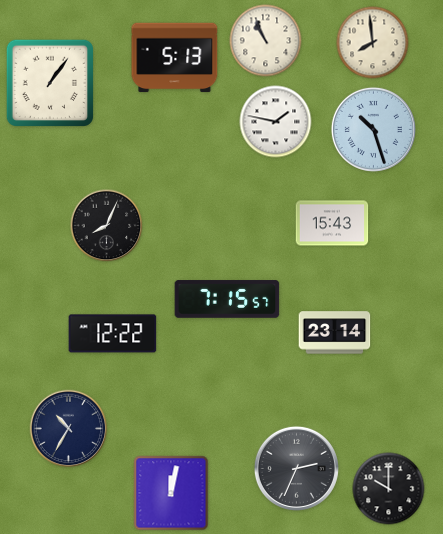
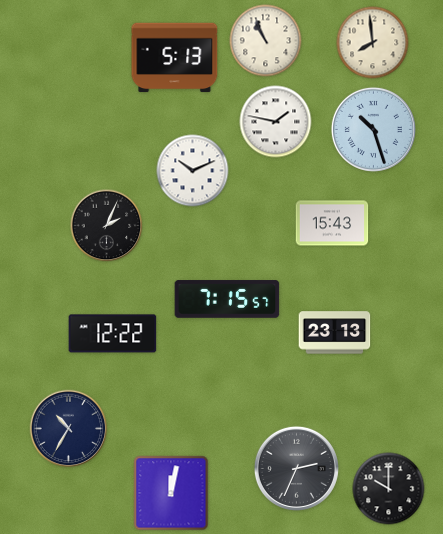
clock at (49, 82): 1:06 -> none
clock at (193, 171): none -> 10:11
clock at (107, 226): 8:04 -> 2:04
clock at (335, 333): 23:14 -> 23:13
